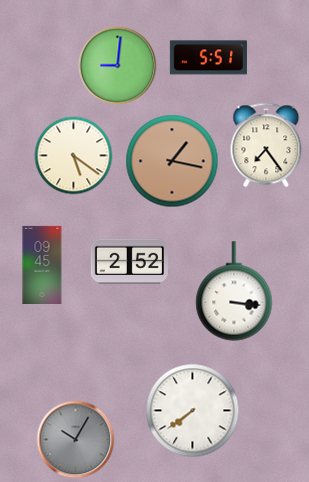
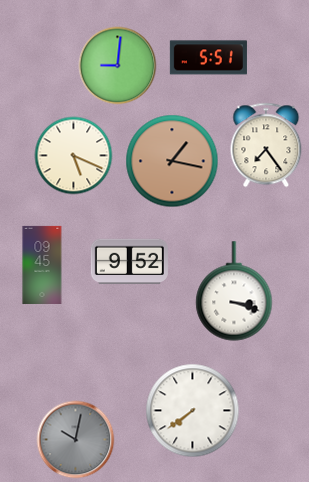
clock at (73, 155): 5:21 -> 5:19
clock at (129, 262): 2:52 -> 9:52
clock at (234, 291): 3:16 -> 3:18
clock at (75, 439): 10:05 -> 10:02
